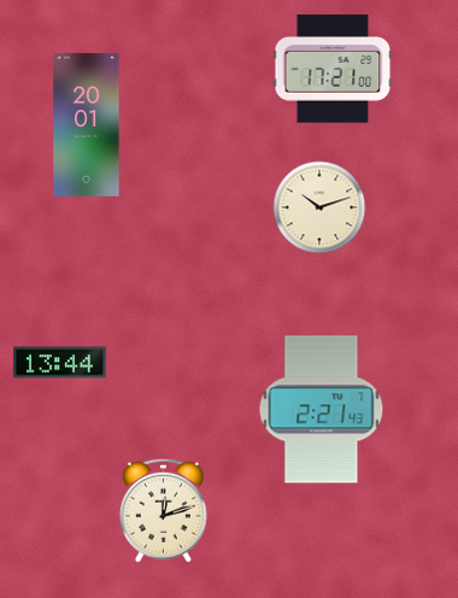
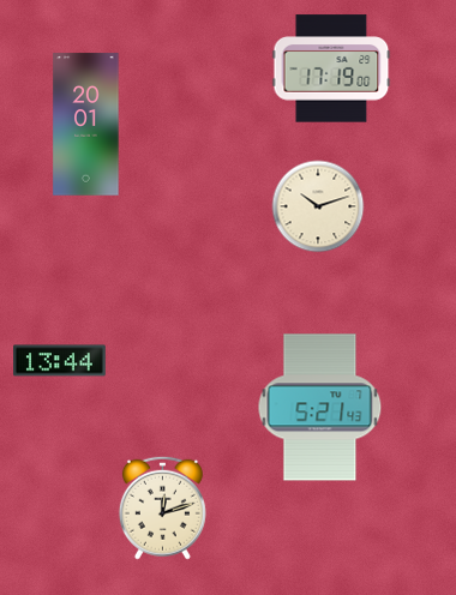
clock at (333, 69): 17:21 -> 17:19
clock at (322, 410): 2:21 -> 5:21
